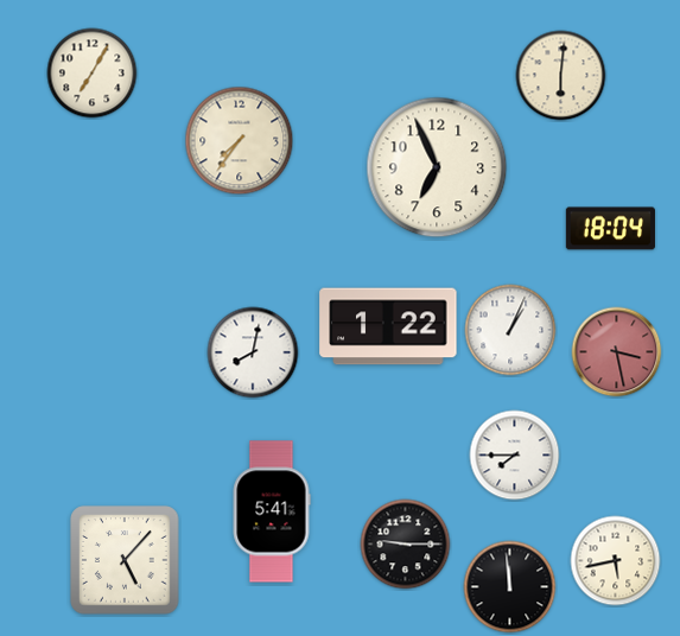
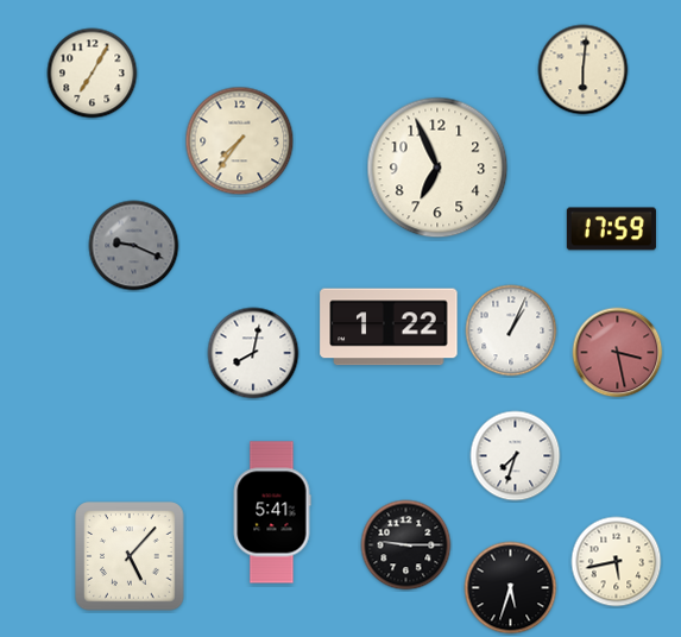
clock at (561, 76) position: (561, 76) -> (584, 70)
clock at (610, 229): 18:04 -> 17:59
clock at (134, 246): none -> 9:19
clock at (515, 456): 7:45 -> 7:33
clock at (125, 560) position: (125, 560) -> (130, 556)
clock at (510, 587): 11:59 -> 5:33
